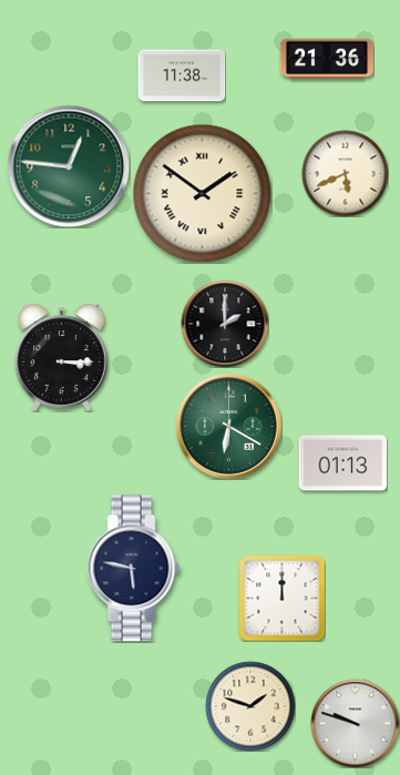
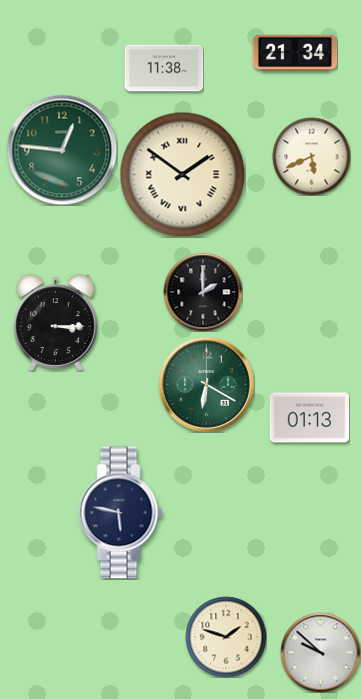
clock at (327, 59): 21:36 -> 21:34
clock at (281, 598): 12:00 -> none
clock at (355, 723): 9:48 -> 9:52
